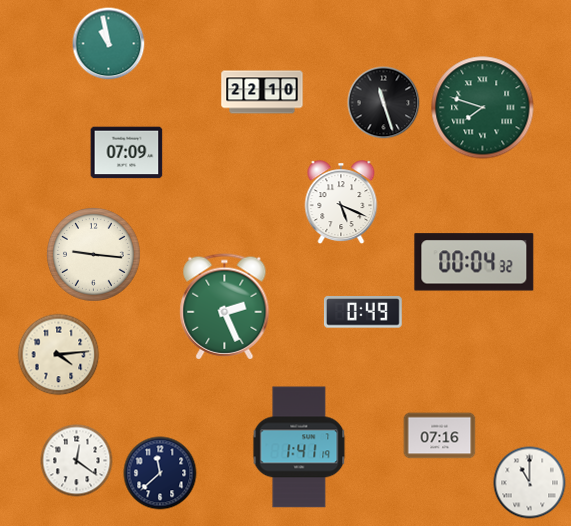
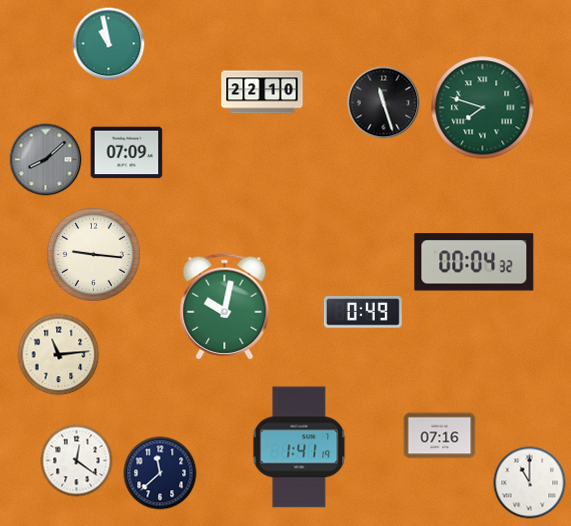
clock at (46, 160): none -> 8:08
clock at (341, 203): 5:19 -> none
clock at (225, 307): 2:26 -> 10:02
clock at (59, 355): 4:14 -> 11:14
